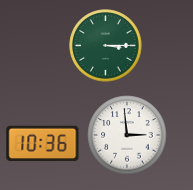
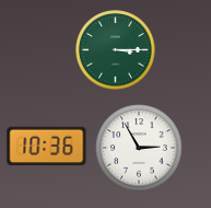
clock at (127, 135): 2:59 -> 2:55
clock at (43, 144) position: (43, 144) -> (47, 147)
